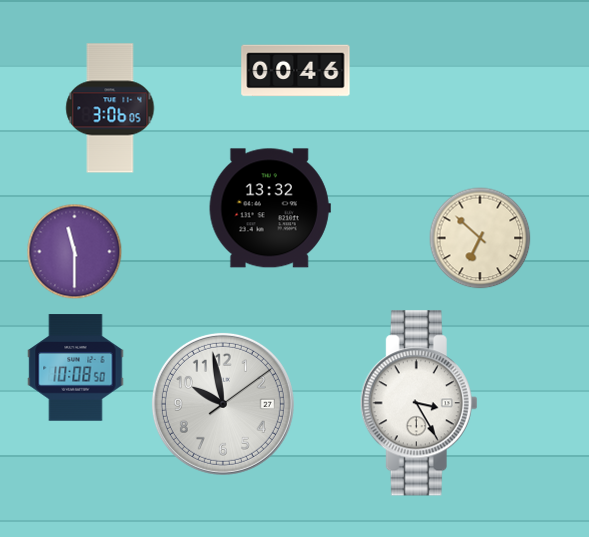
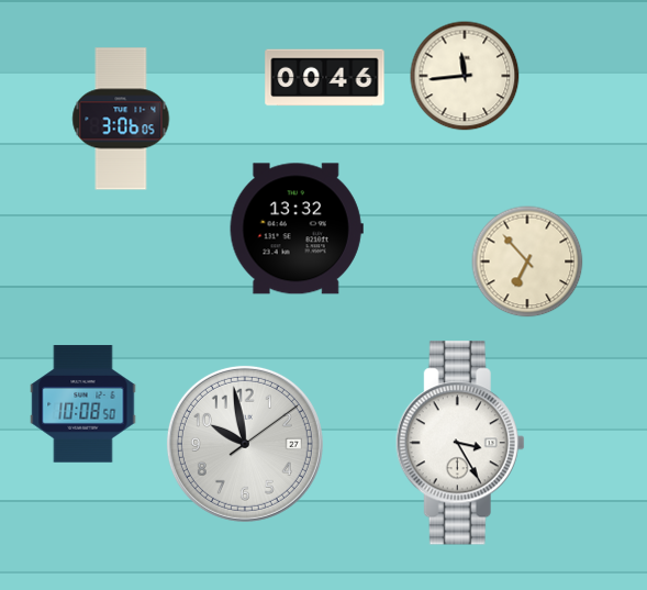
clock at (465, 76): none -> 11:44
clock at (480, 238): 6:52 -> 6:53
clock at (75, 252): 11:30 -> none
